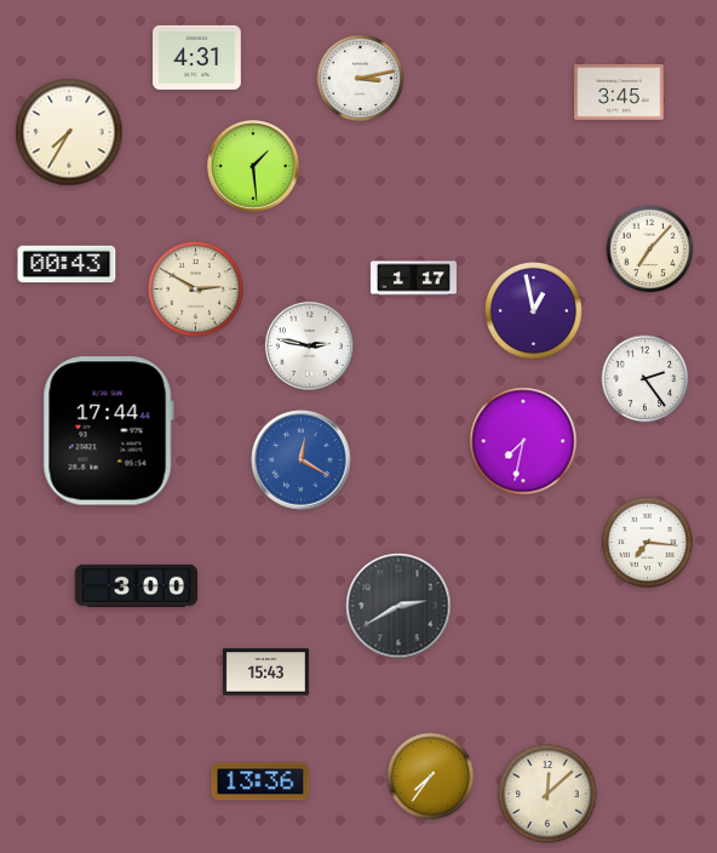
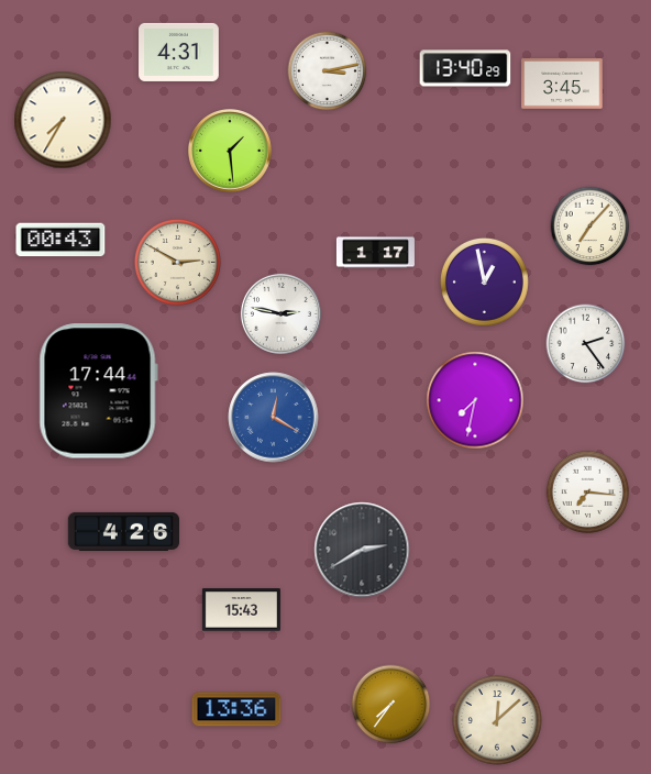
clock at (465, 68): none -> 13:40
clock at (136, 585): 3:00 -> 4:26
